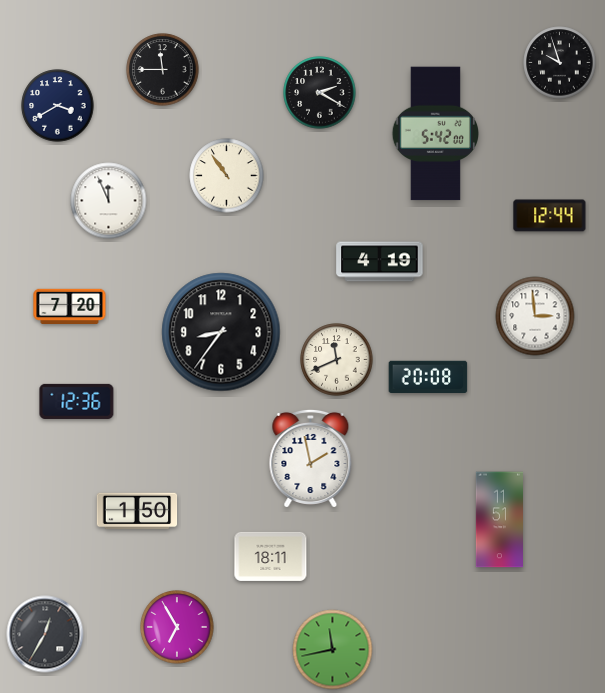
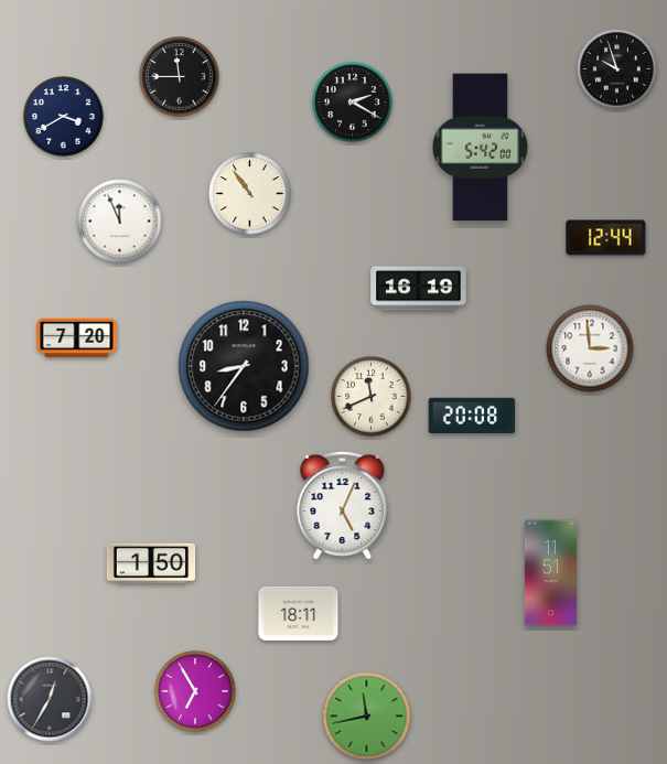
clock at (380, 262): 4:19 -> 16:19
clock at (77, 401): 12:36 -> none
clock at (311, 458): 1:58 -> 5:04
